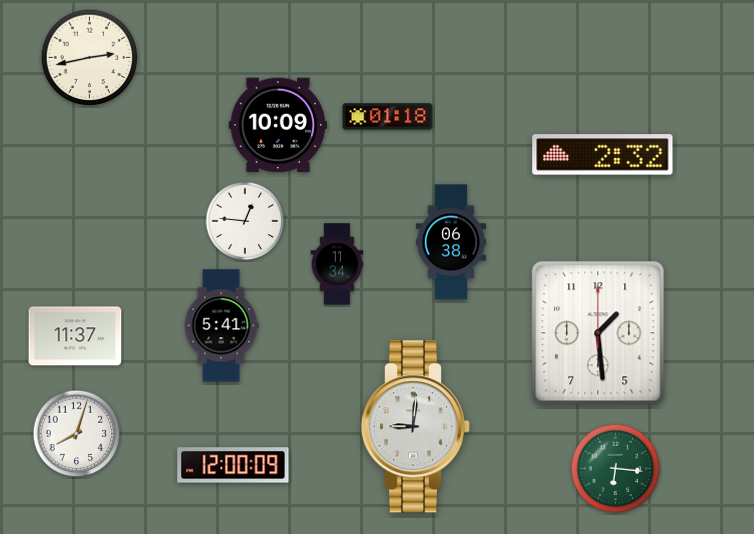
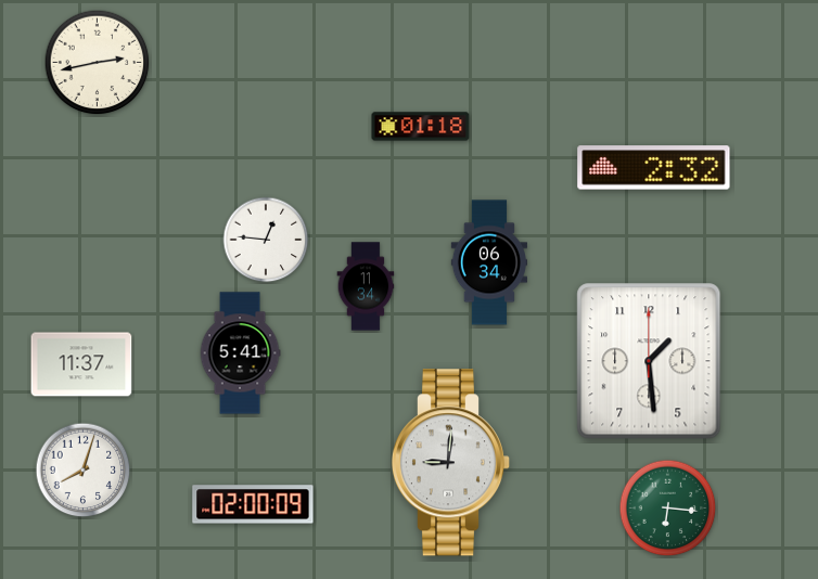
clock at (277, 125): 10:09 -> none
clock at (451, 242): 06:38 -> 06:34
clock at (233, 465): 12:00 -> 02:00
